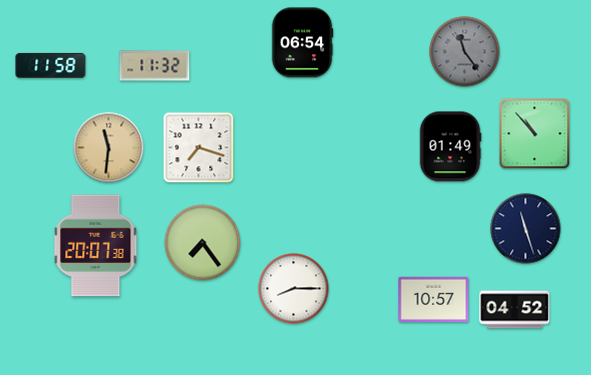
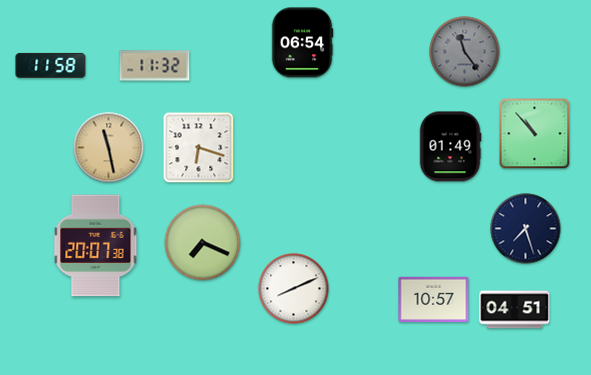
clock at (109, 148): 11:31 -> 11:28
clock at (199, 148): 7:18 -> 6:18
clock at (526, 229): 11:27 -> 7:27
clock at (203, 243): 7:24 -> 7:19
clock at (294, 289): 8:15 -> 8:11
clock at (515, 310): 04:52 -> 04:51
